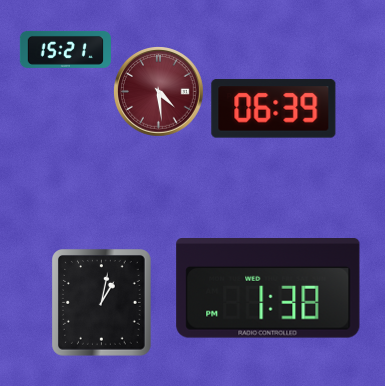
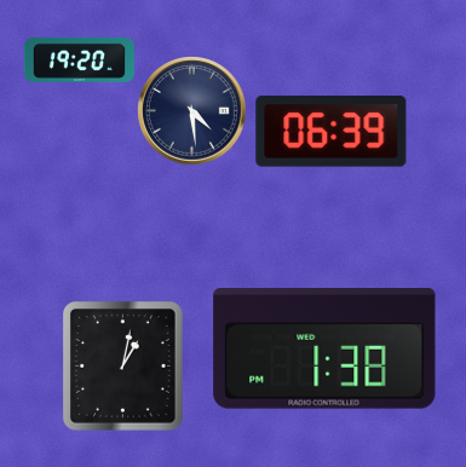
clock at (65, 49): 15:21 -> 19:20
clock at (159, 92) dial: burgundy -> navy
